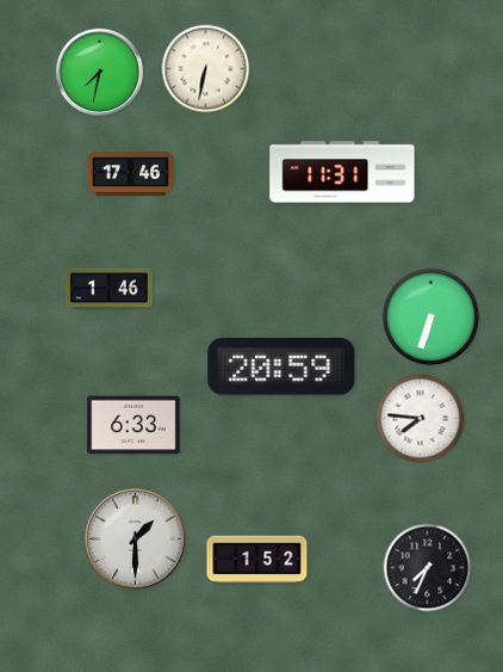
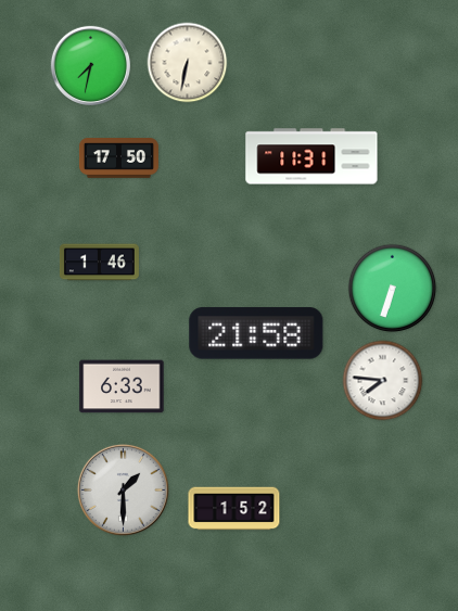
clock at (130, 174): 17:46 -> 17:50
clock at (281, 366): 20:59 -> 21:58
clock at (428, 568): 7:34 -> none
